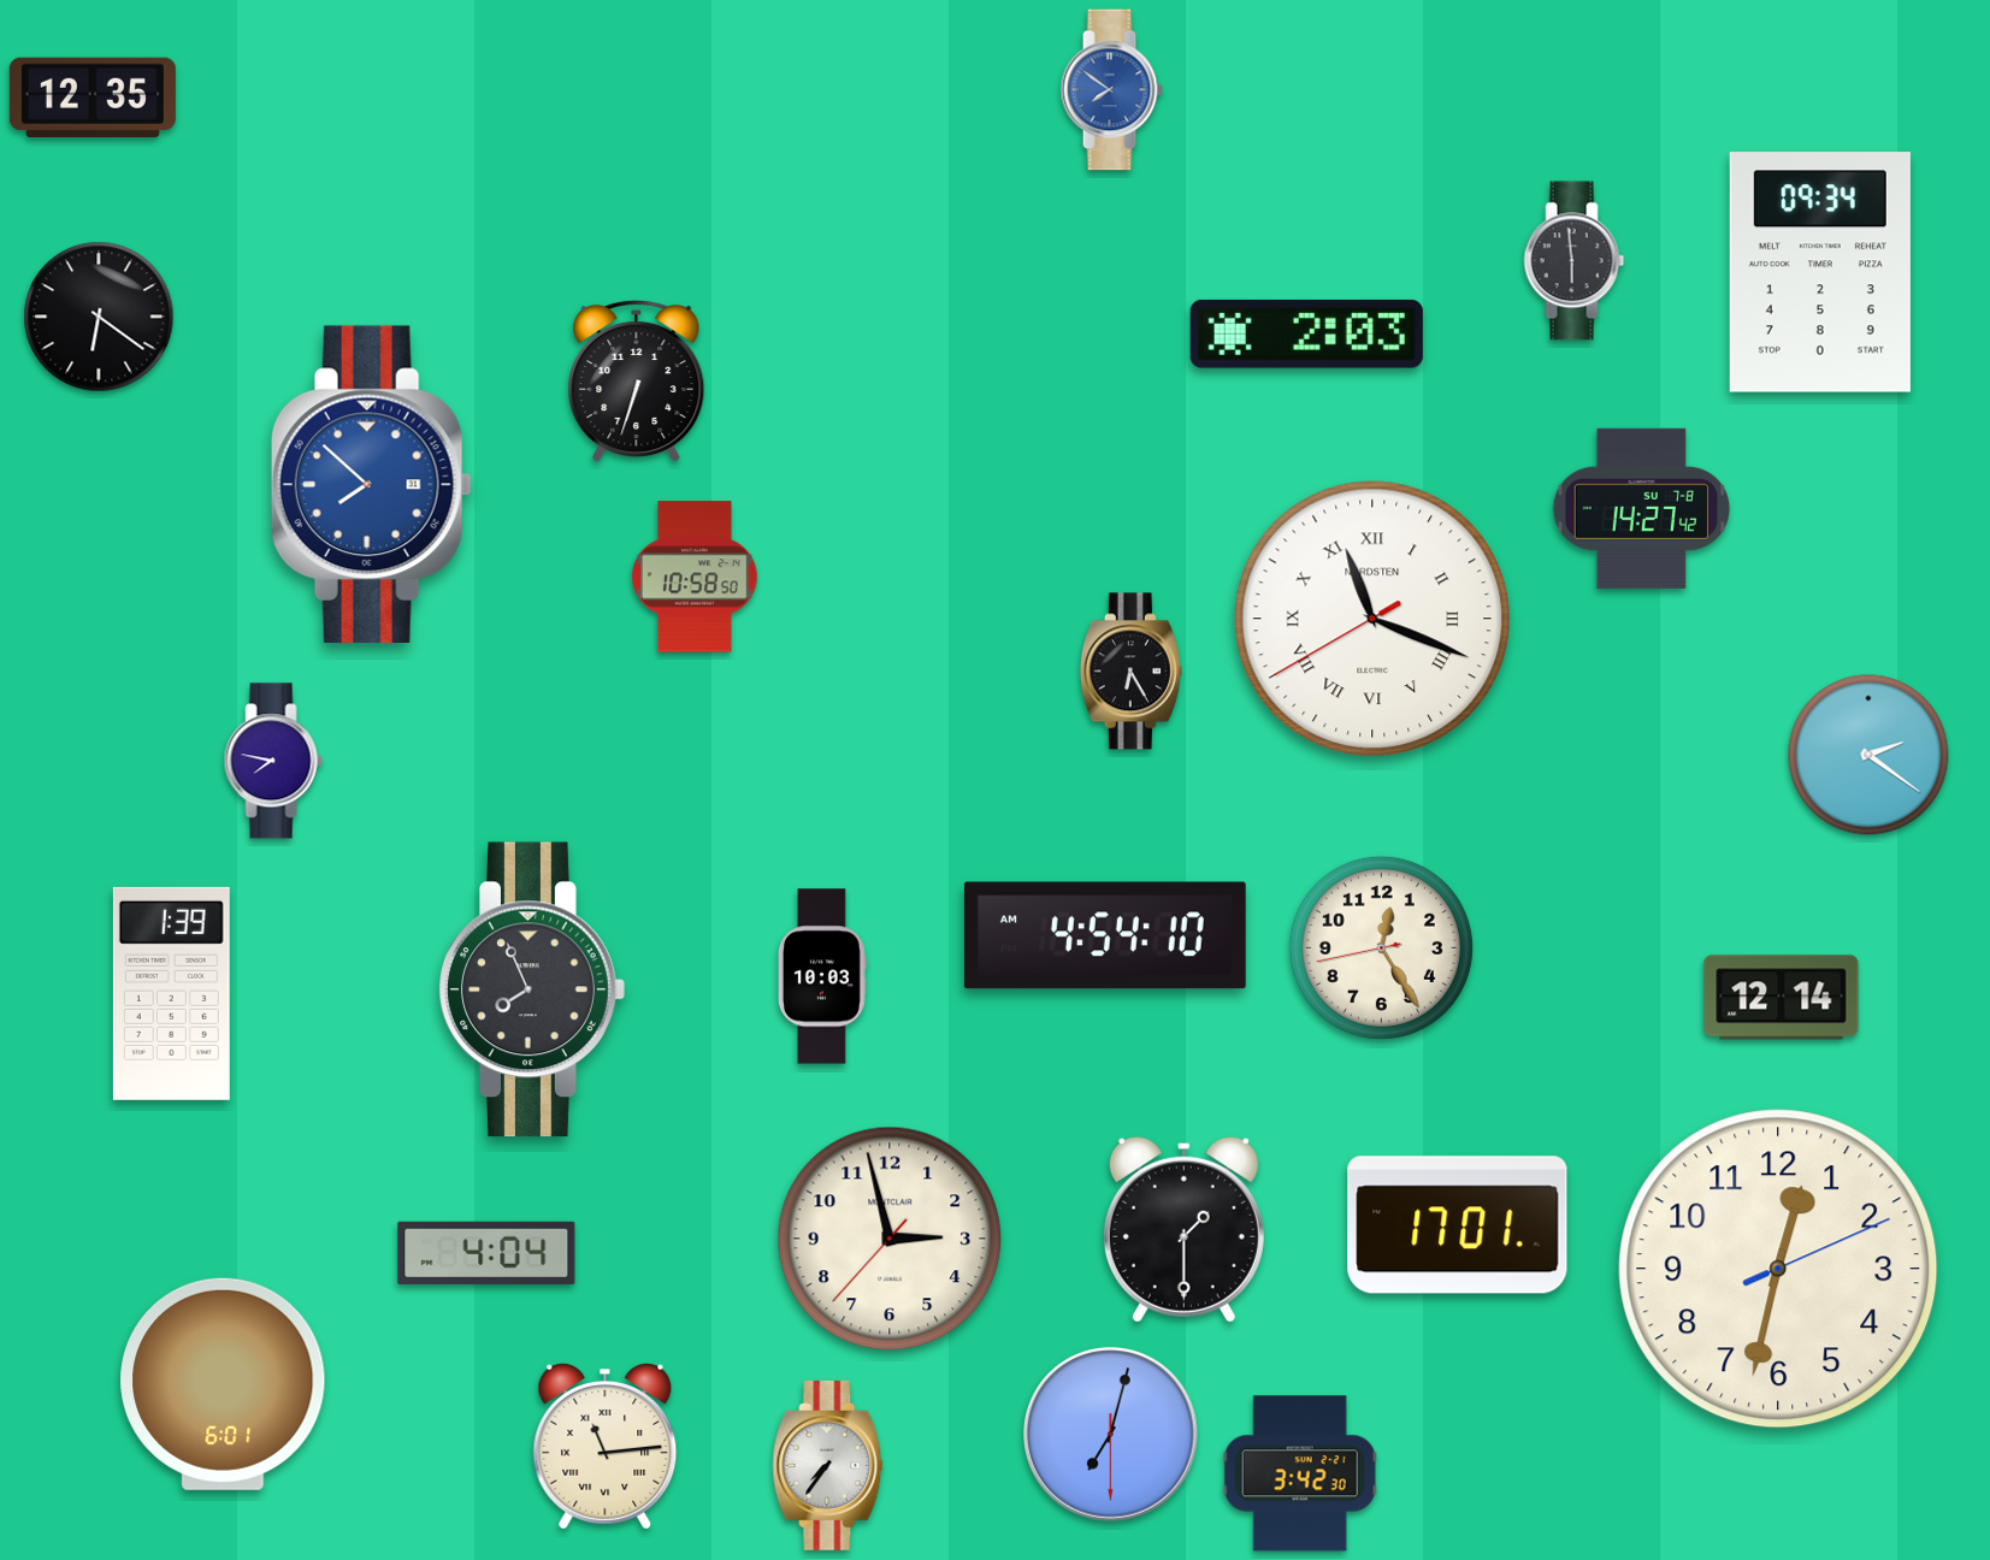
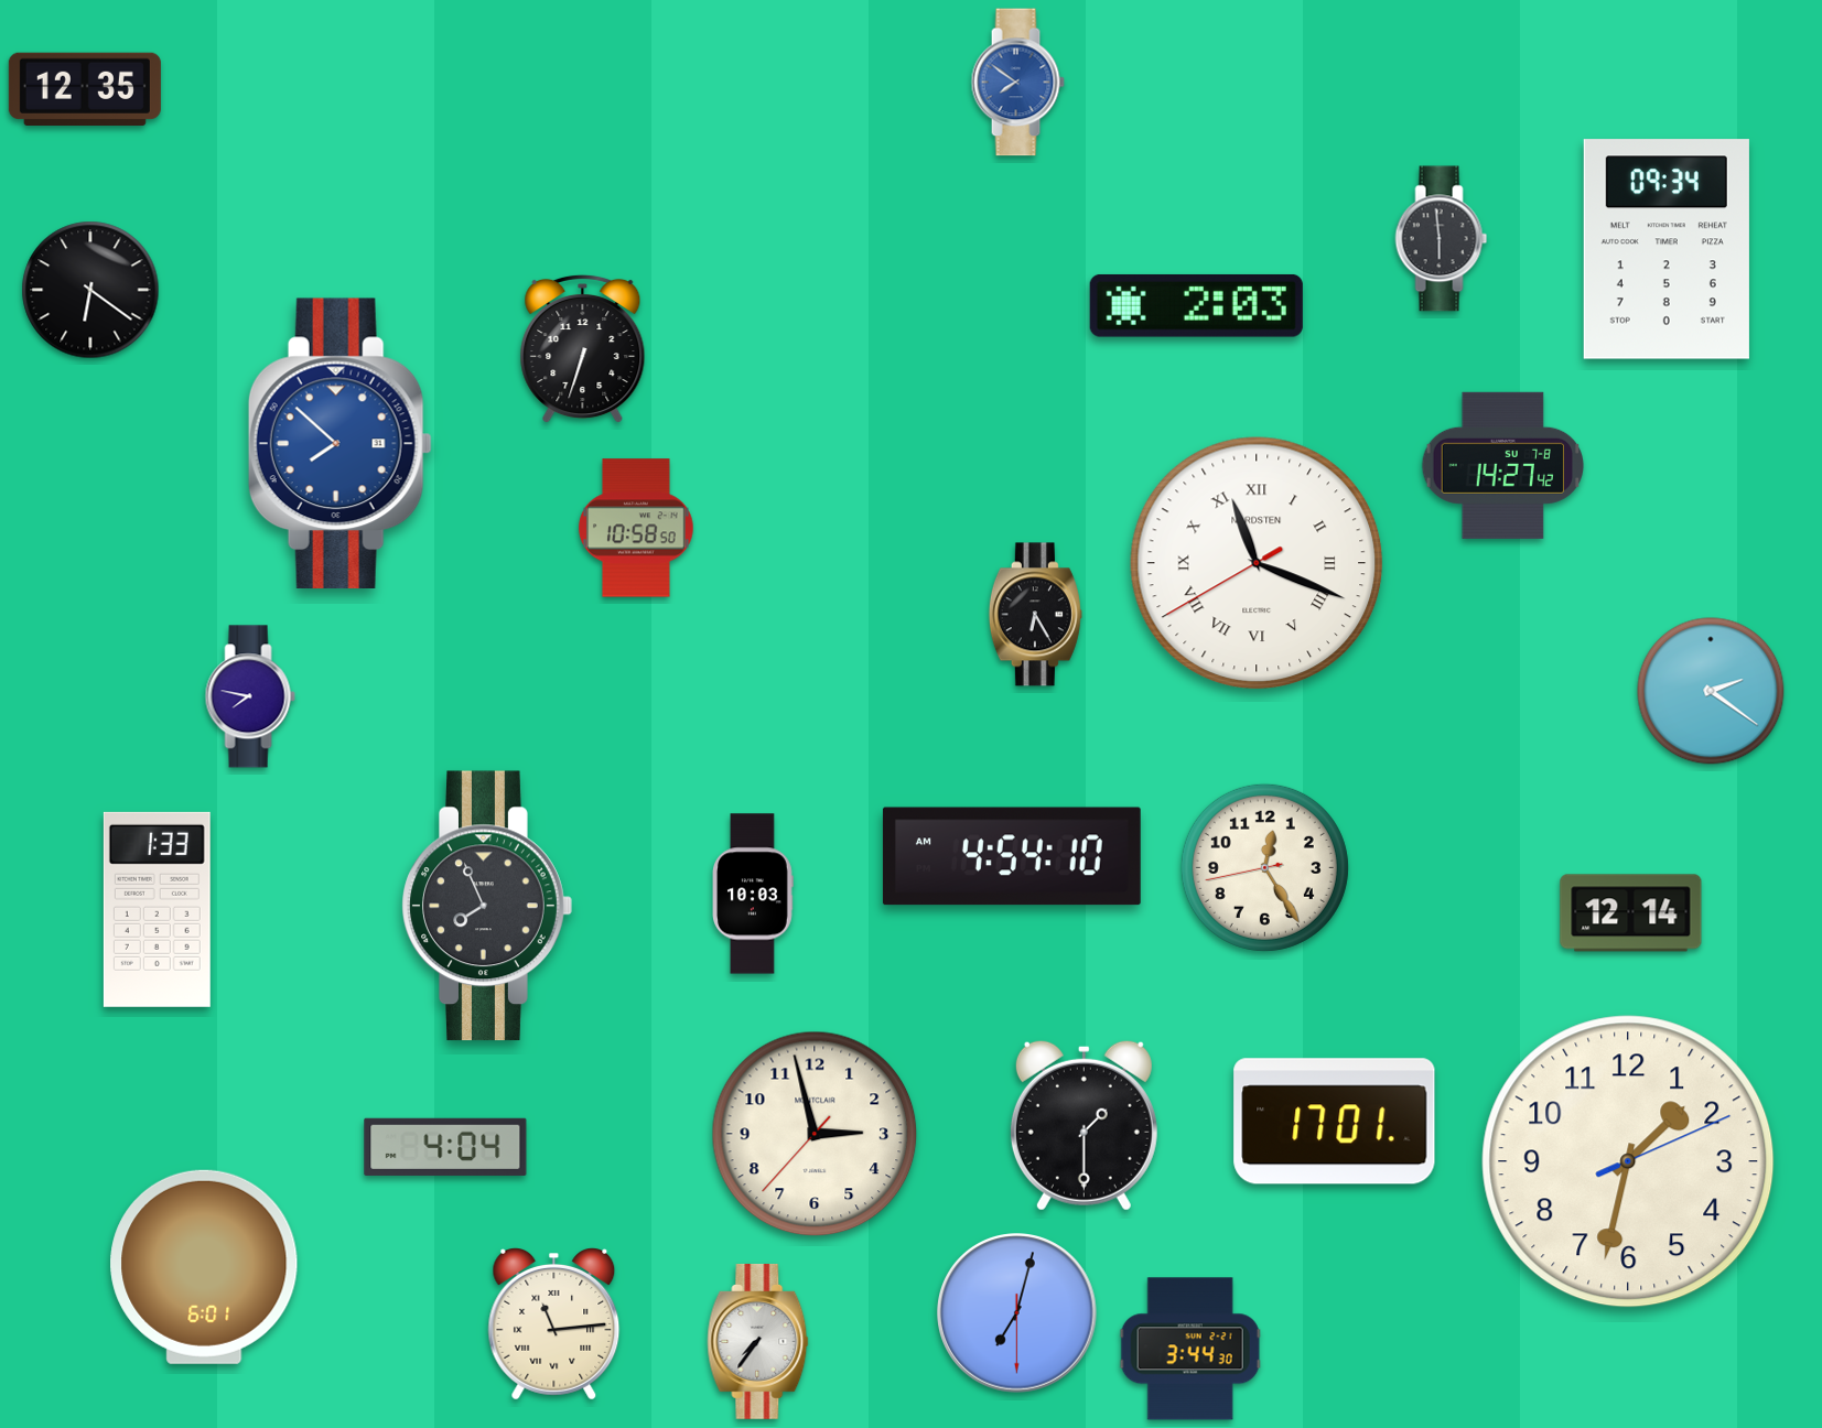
clock at (1372, 619) position: (1372, 619) -> (1257, 563)
clock at (171, 993): 1:39 -> 1:33
clock at (1778, 1269): 12:32 -> 1:32
clock at (1300, 1473): 3:42 -> 3:44
